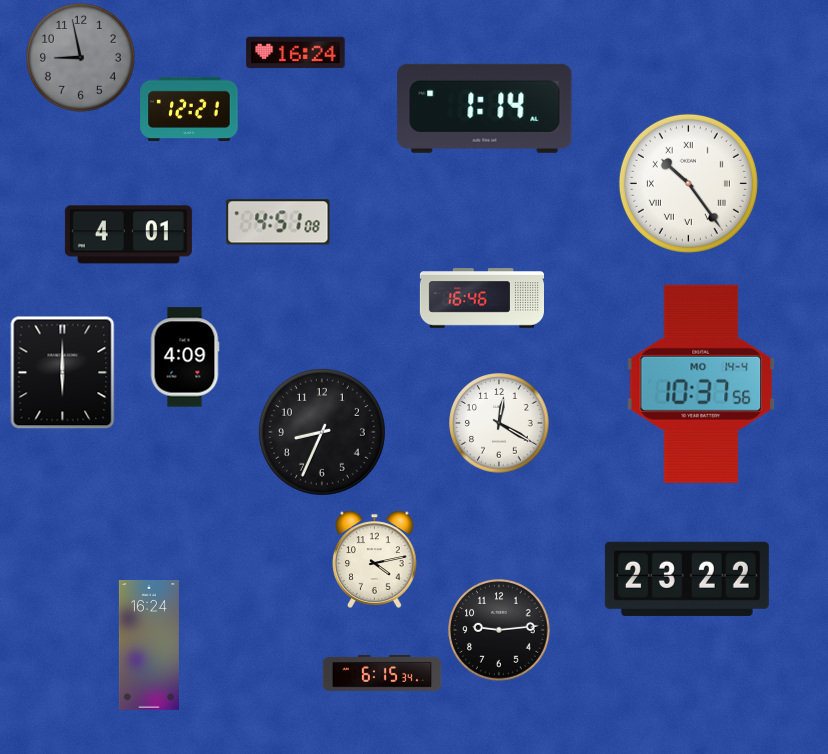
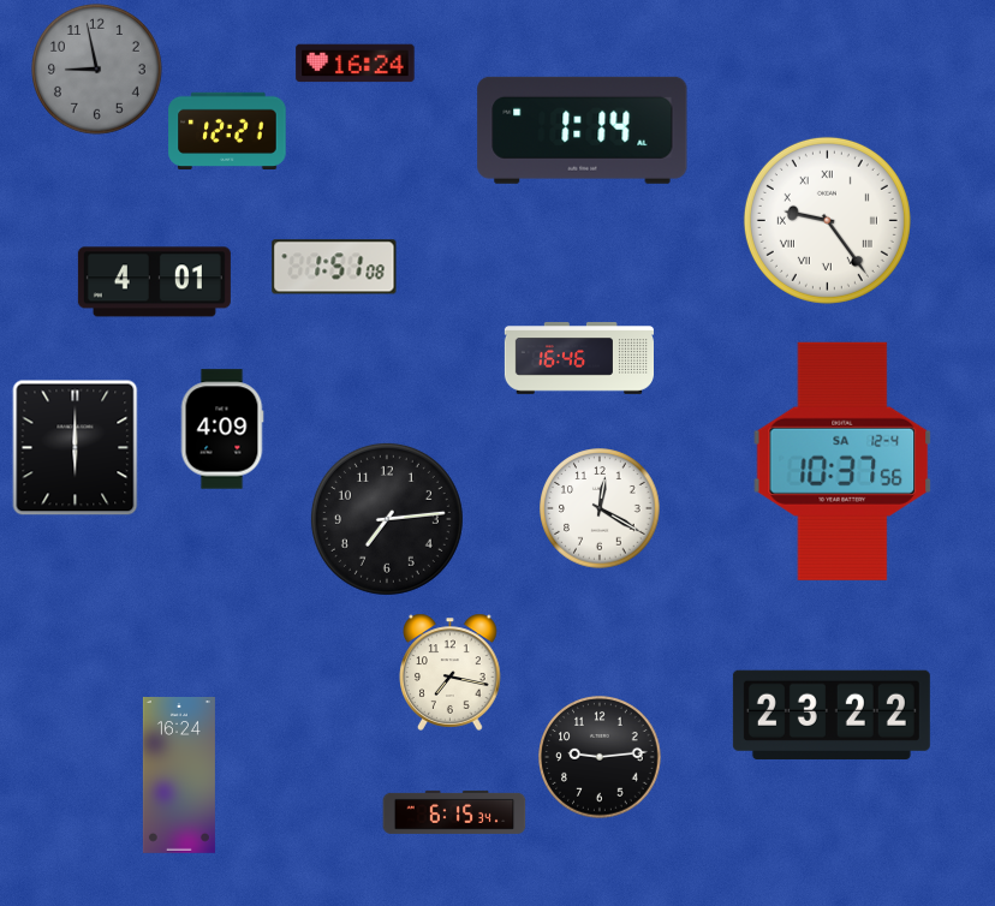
clock at (688, 183): 10:24 -> 9:24
clock at (278, 222): 4:51 -> 1:51
clock at (701, 384) date: MO 14-4 -> SA 12-4
clock at (322, 432): 8:34 -> 7:14
clock at (375, 559): 4:13 -> 7:17
clock at (687, 579) position: (687, 579) -> (832, 715)
clock at (382, 673) position: (382, 673) -> (454, 812)
